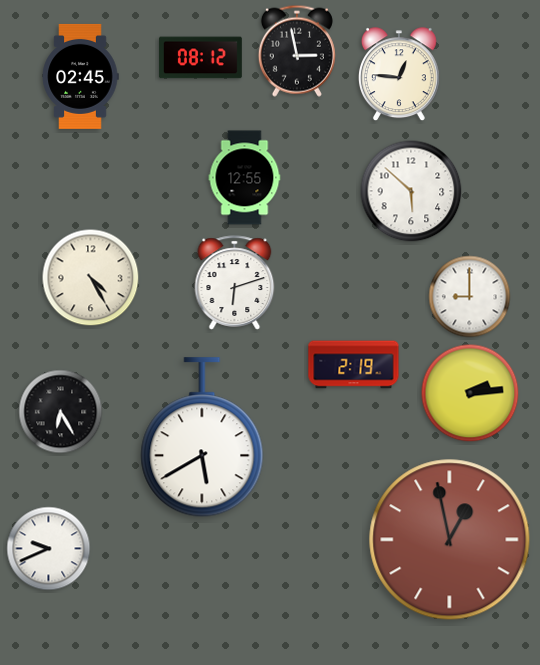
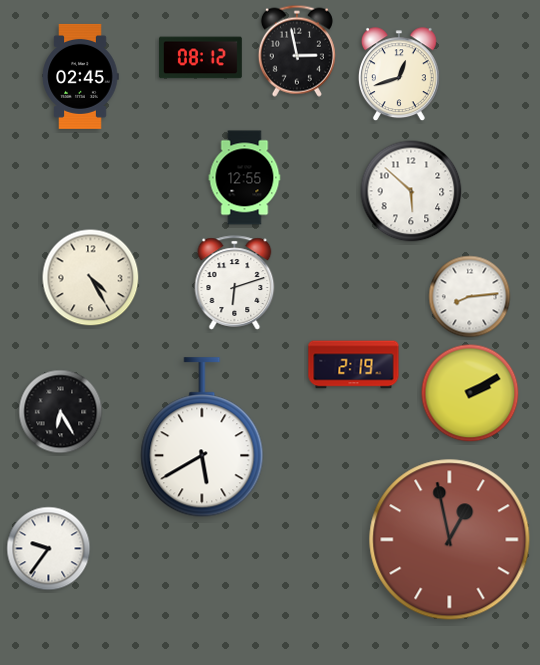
clock at (399, 75): 12:46 -> 12:42
clock at (470, 297): 9:00 -> 8:14
clock at (470, 393): 2:14 -> 2:10
clock at (49, 549): 9:41 -> 9:36
